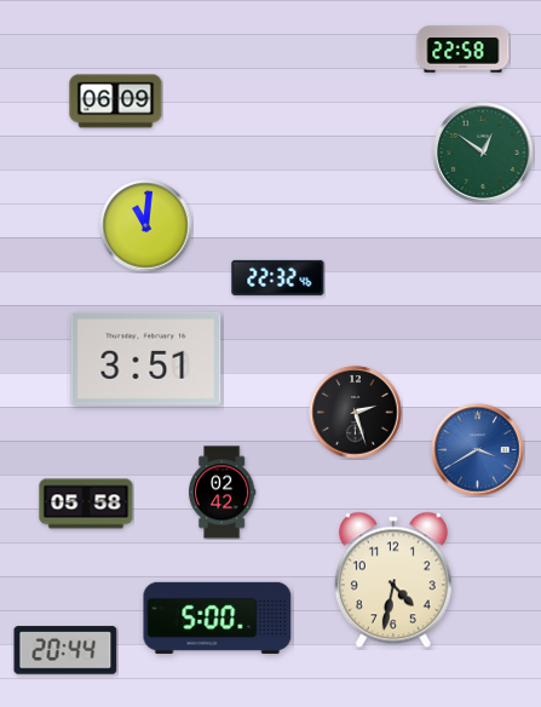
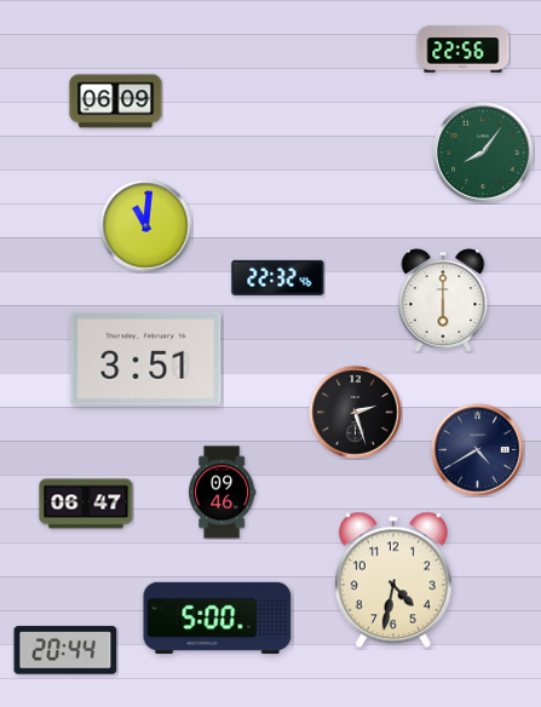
clock at (464, 50): 22:58 -> 22:56
clock at (484, 154): 12:51 -> 8:06
clock at (443, 300): none -> 6:00
clock at (478, 450): 3:40 -> 4:40
clock at (478, 450) dial: blue -> navy
clock at (223, 493): 02:42 -> 09:46
clock at (86, 504): 05:58 -> 06:47
